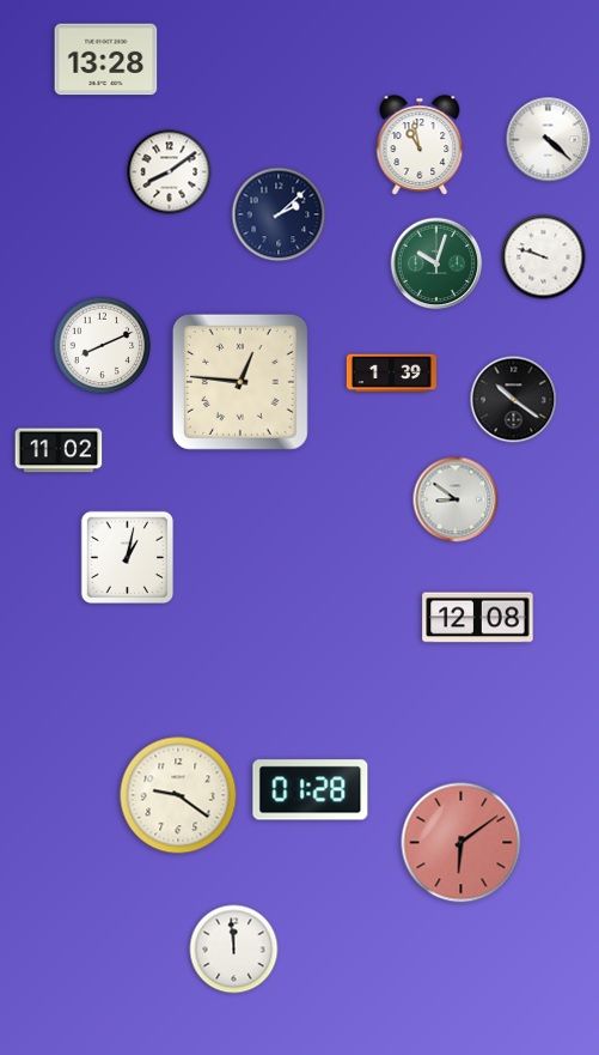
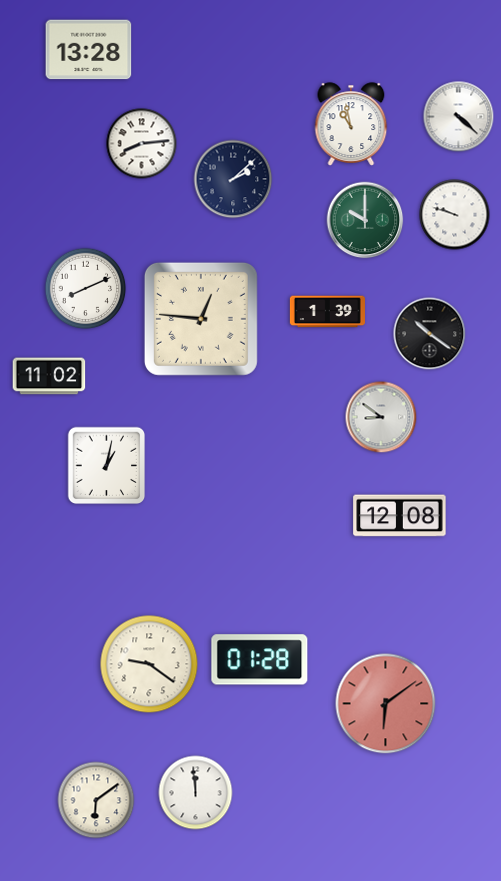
clock at (420, 145) position: (420, 145) -> (351, 124)
clock at (170, 172): 8:09 -> 8:14
clock at (436, 263): 10:03 -> 10:00
clock at (96, 800): none -> 6:09
